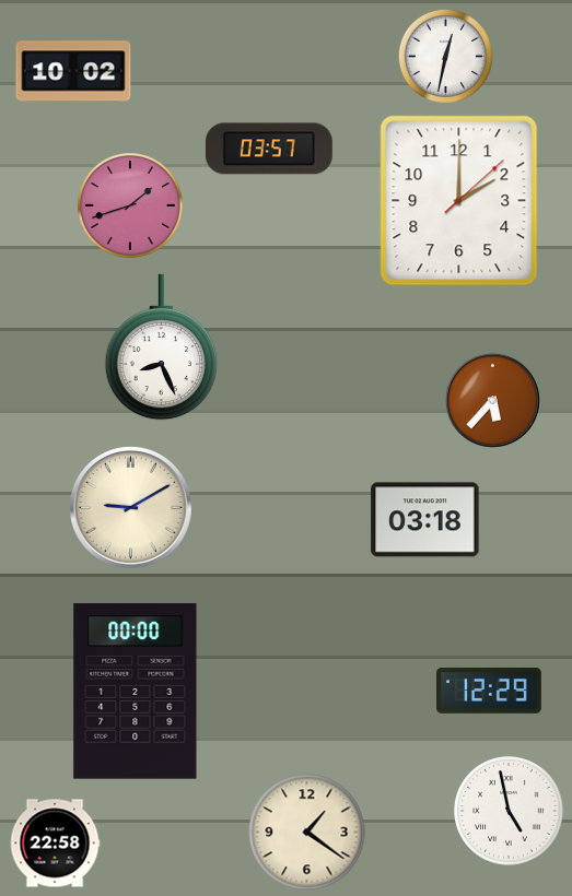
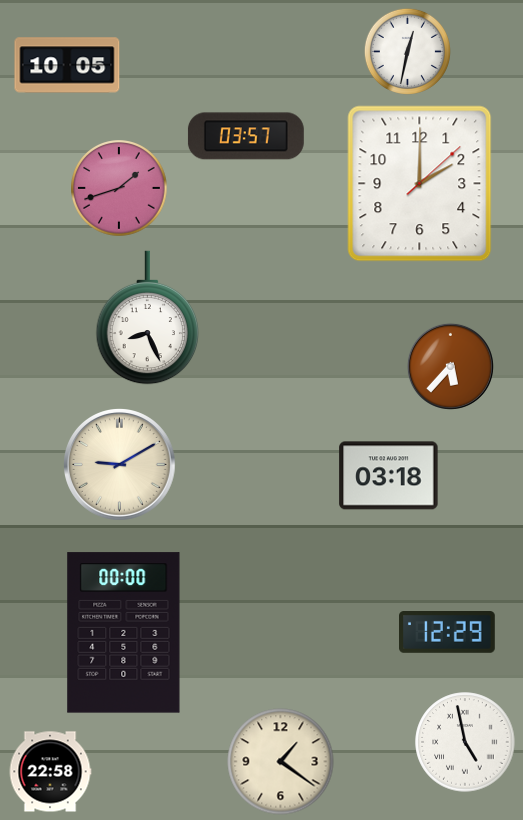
clock at (73, 71): 10:02 -> 10:05
